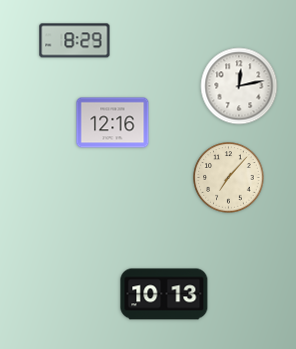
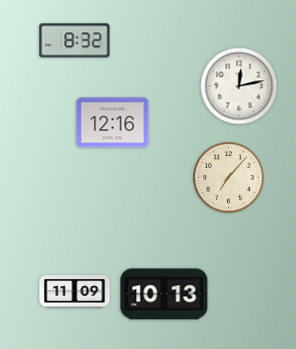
clock at (75, 41): 8:29 -> 8:32
clock at (75, 292): none -> 11:09
